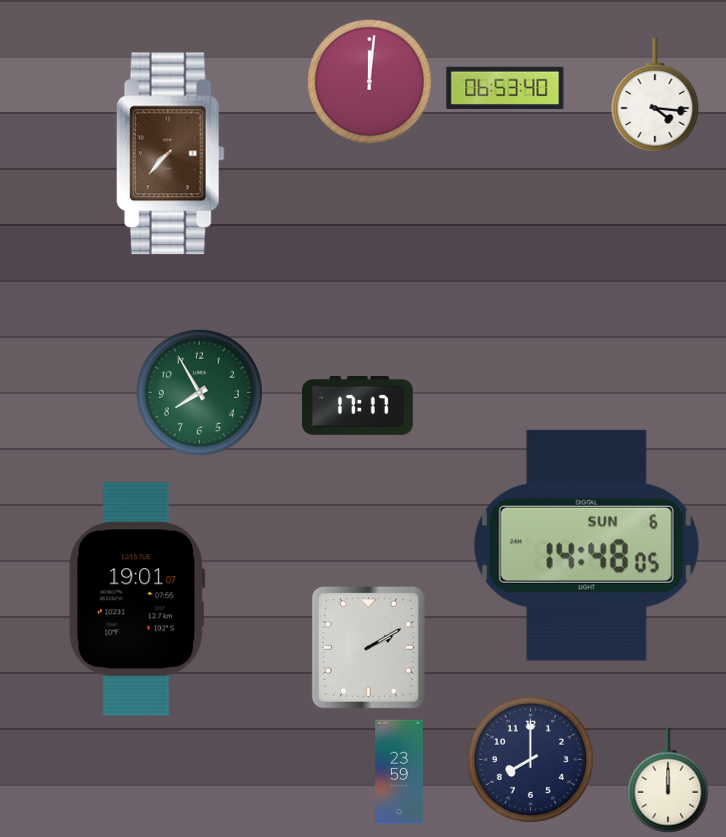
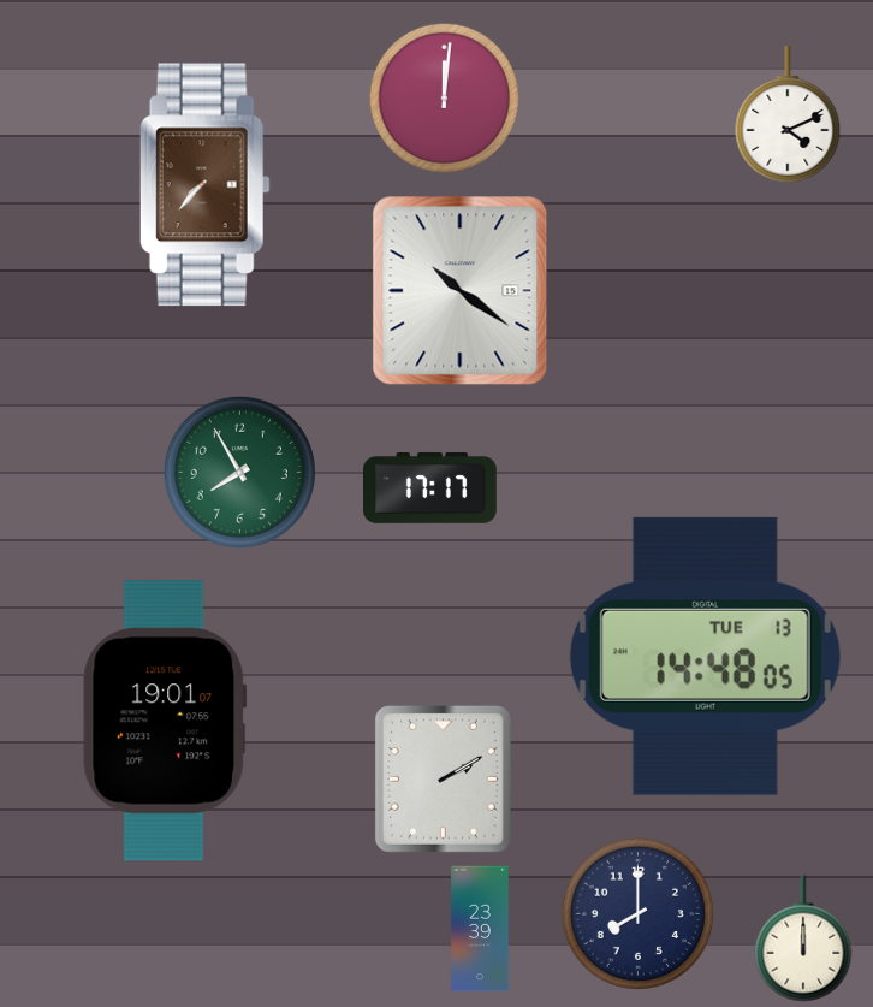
clock at (505, 87): 06:53 -> none
clock at (655, 95): 4:16 -> 4:11
clock at (461, 291): none -> 10:21
clock at (586, 545) date: SUN 6 -> TUE 13
clock at (399, 772): 23:59 -> 23:39
